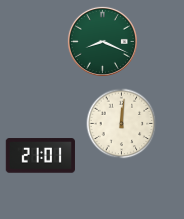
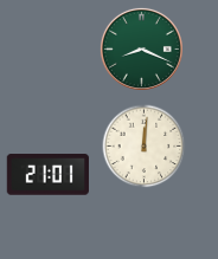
clock at (102, 41) position: (102, 41) -> (141, 48)
clock at (40, 156) position: (40, 156) -> (47, 175)
